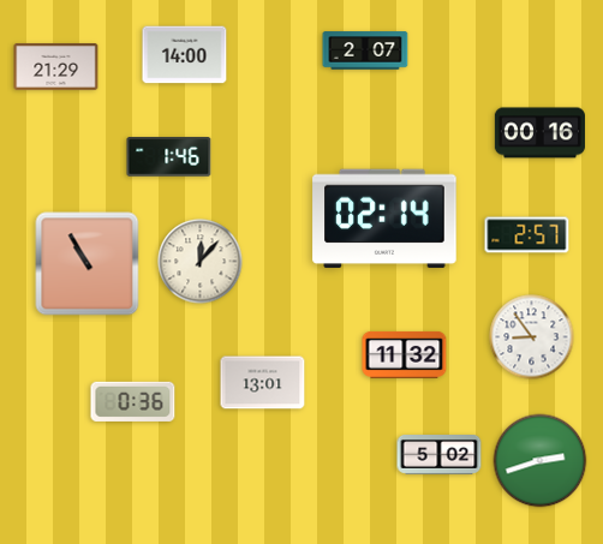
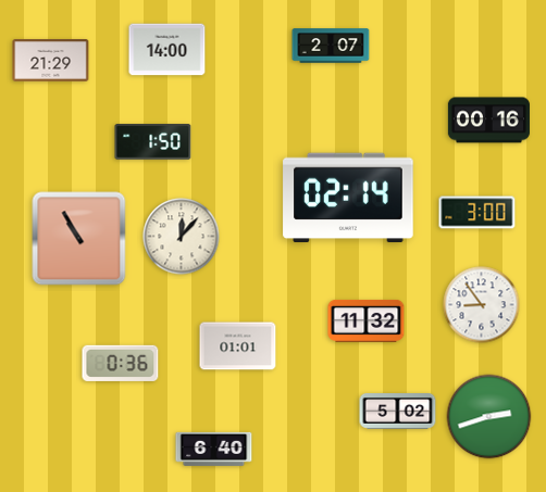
clock at (169, 157): 1:46 -> 1:50
clock at (527, 235): 2:57 -> 3:00
clock at (263, 383): 13:01 -> 01:01
clock at (214, 449): none -> 6:40
